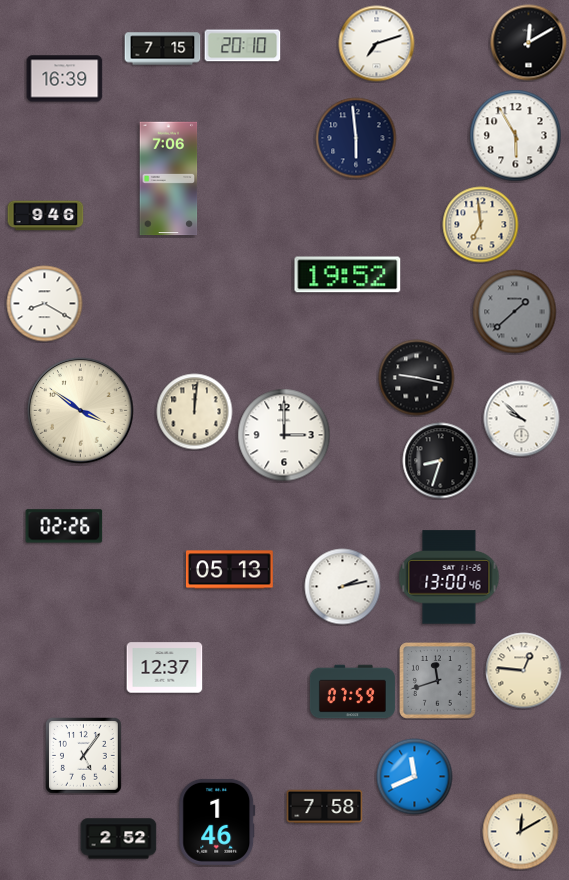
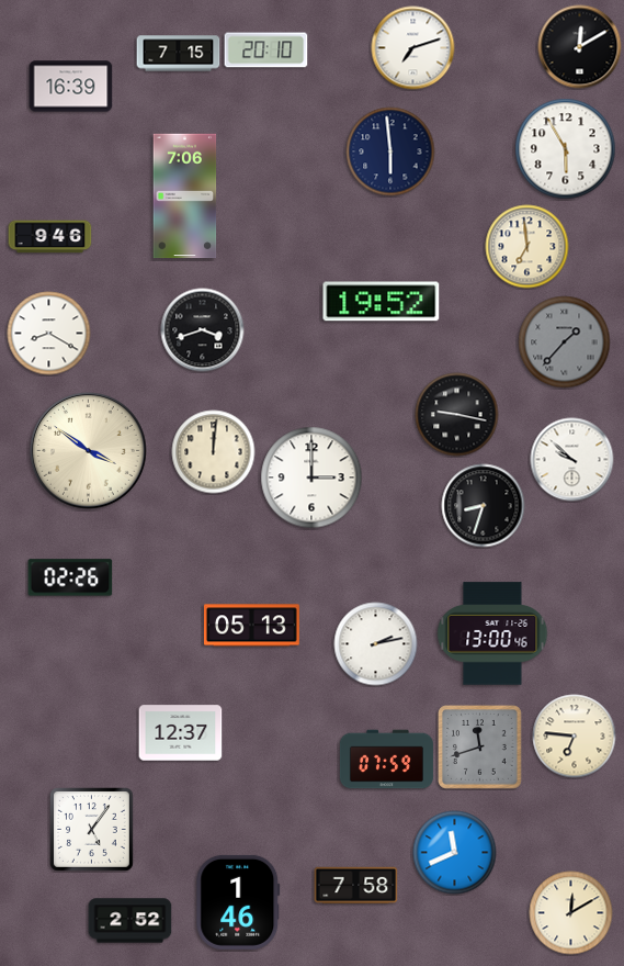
clock at (203, 330): none -> 3:42
clock at (515, 312): 1:38 -> 1:37
clock at (524, 671): 12:46 -> 6:46
